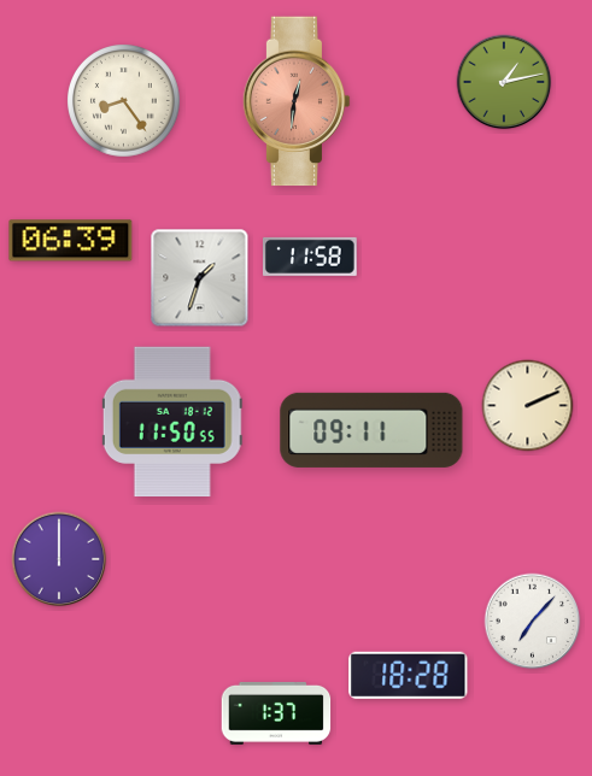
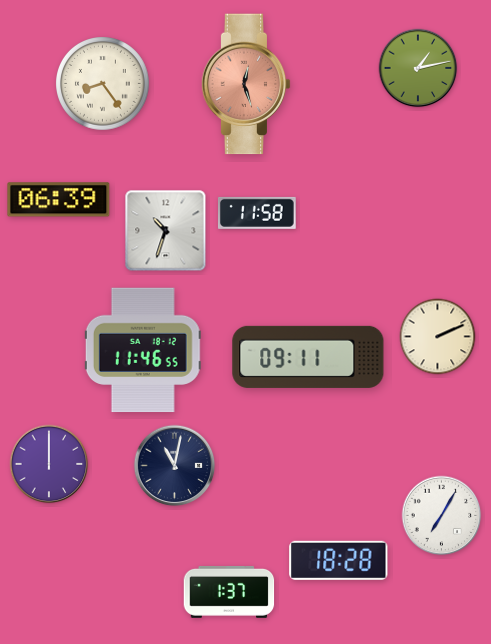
clock at (297, 101): 12:31 -> 12:27
clock at (200, 278): 1:33 -> 10:33
clock at (172, 422): 11:50 -> 11:46
clock at (175, 466): none -> 11:02
clock at (533, 622): 7:07 -> 7:05
